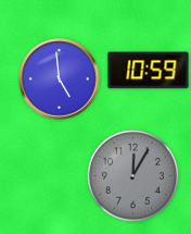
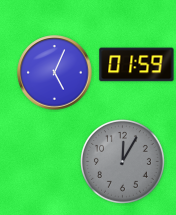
clock at (149, 71): 10:59 -> 01:59
clock at (60, 79): 4:59 -> 5:04
